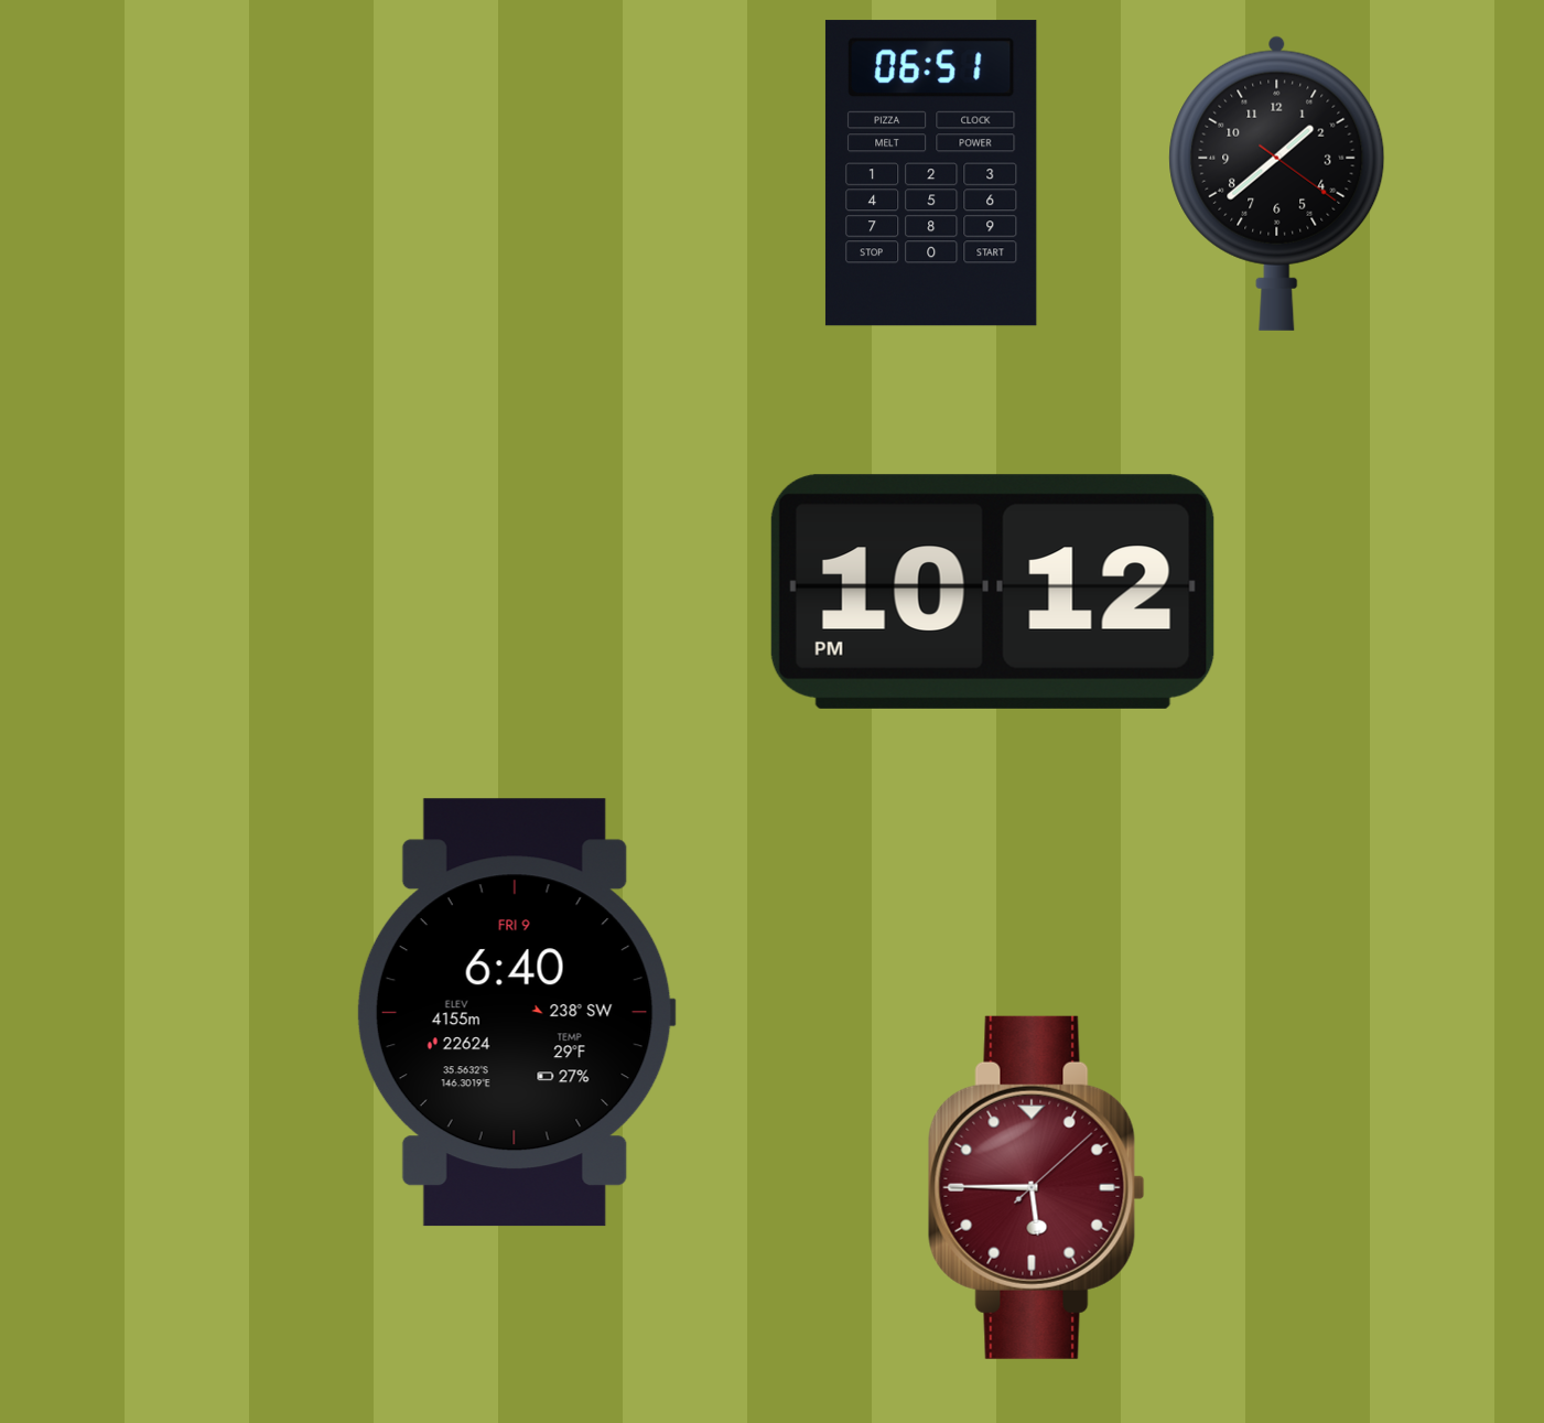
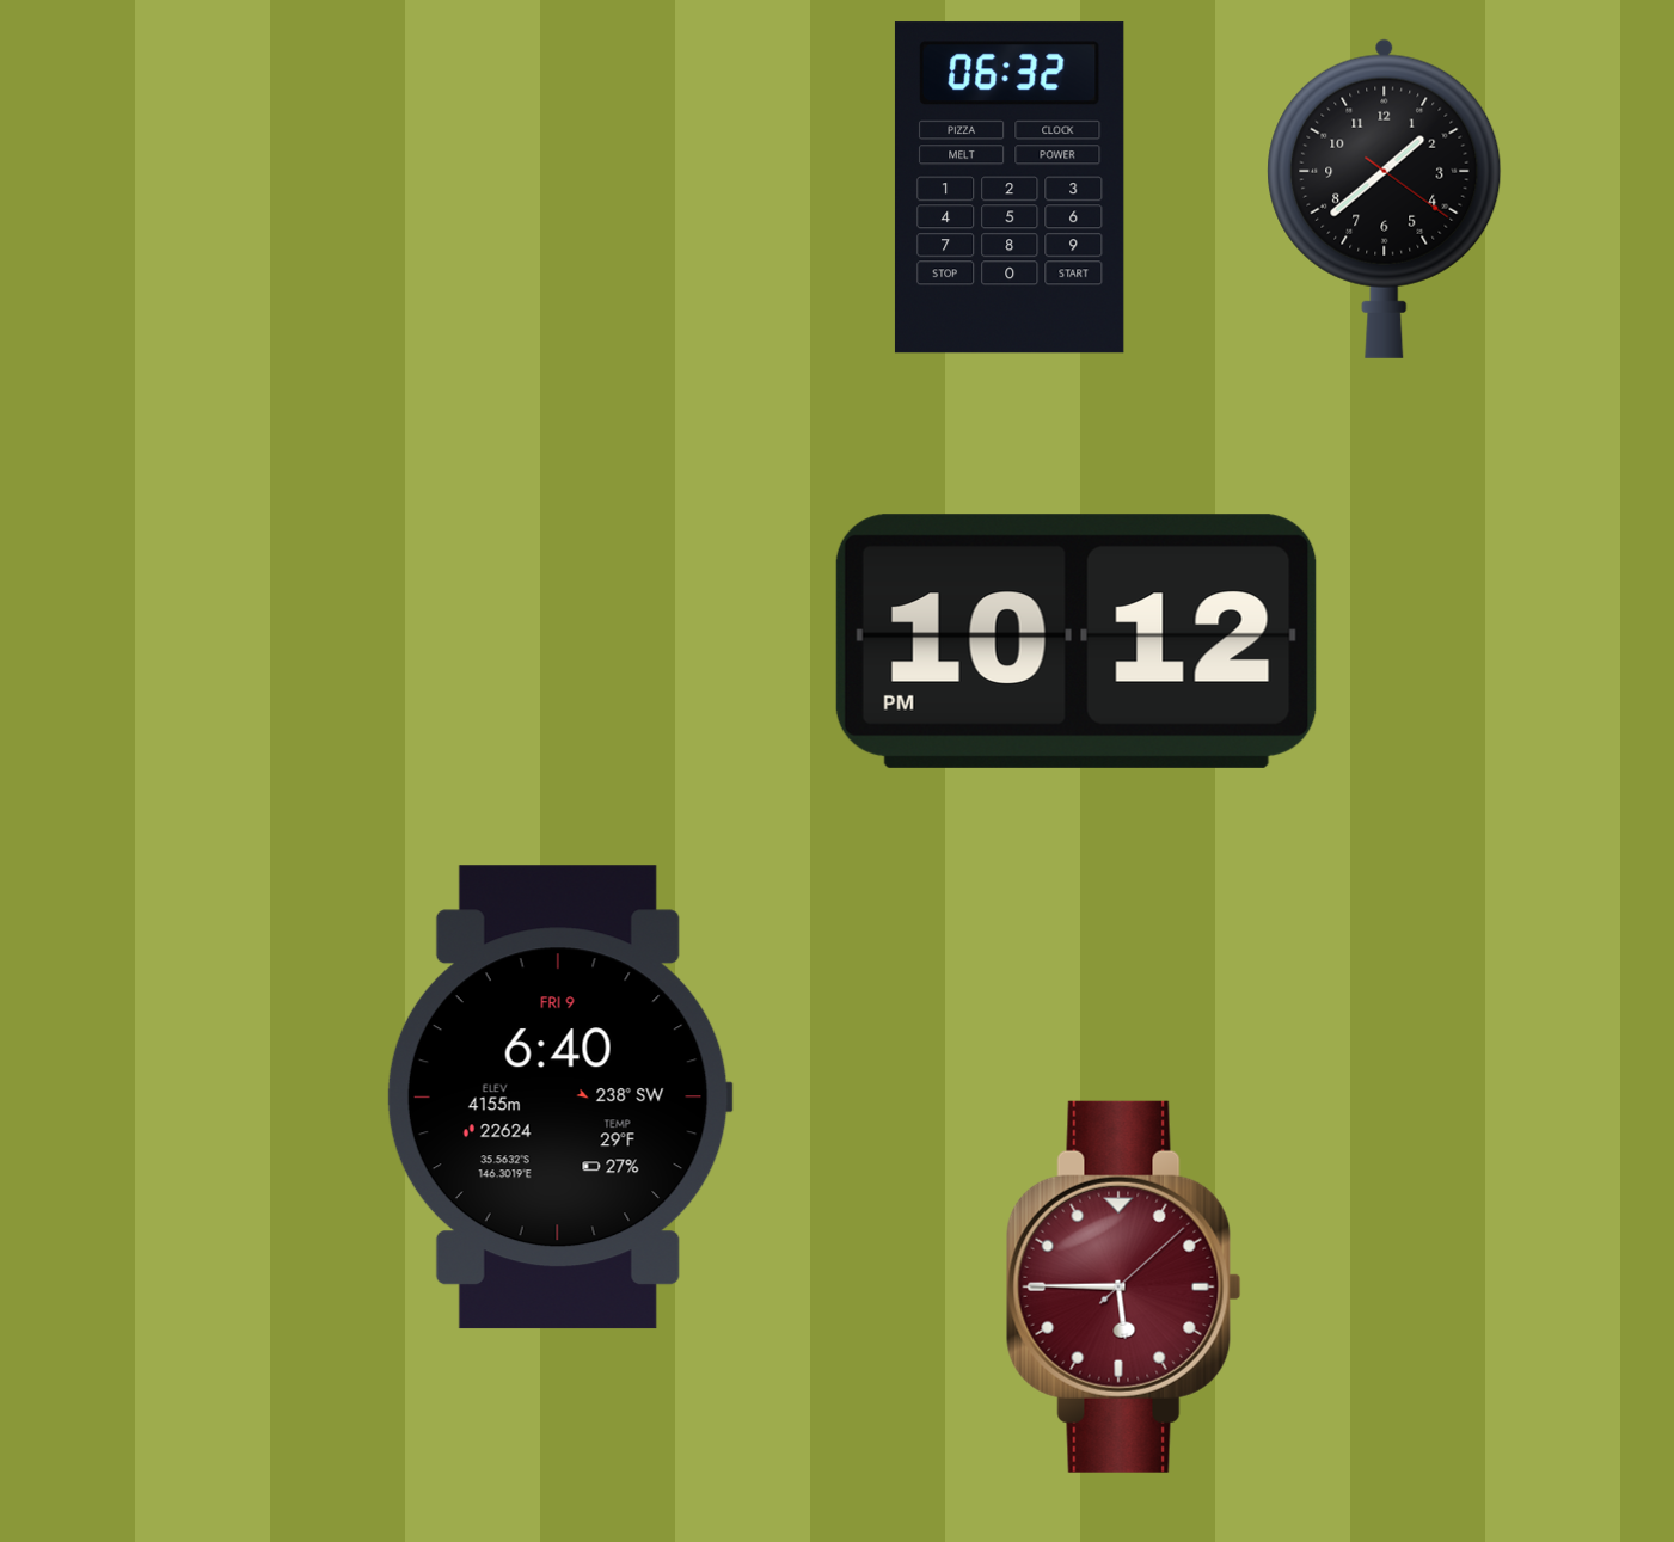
clock at (931, 173): 06:51 -> 06:32
